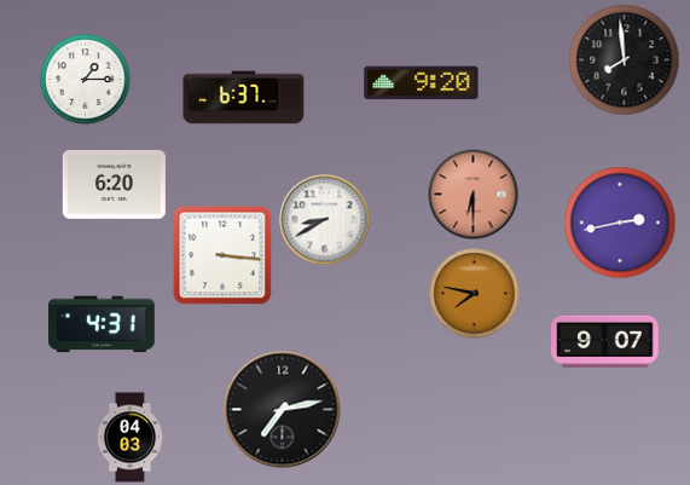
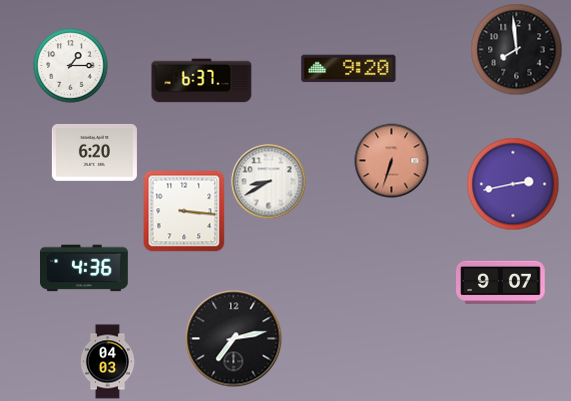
clock at (474, 195): 6:30 -> 6:33
clock at (475, 294): 7:47 -> none
clock at (103, 324): 4:31 -> 4:36
